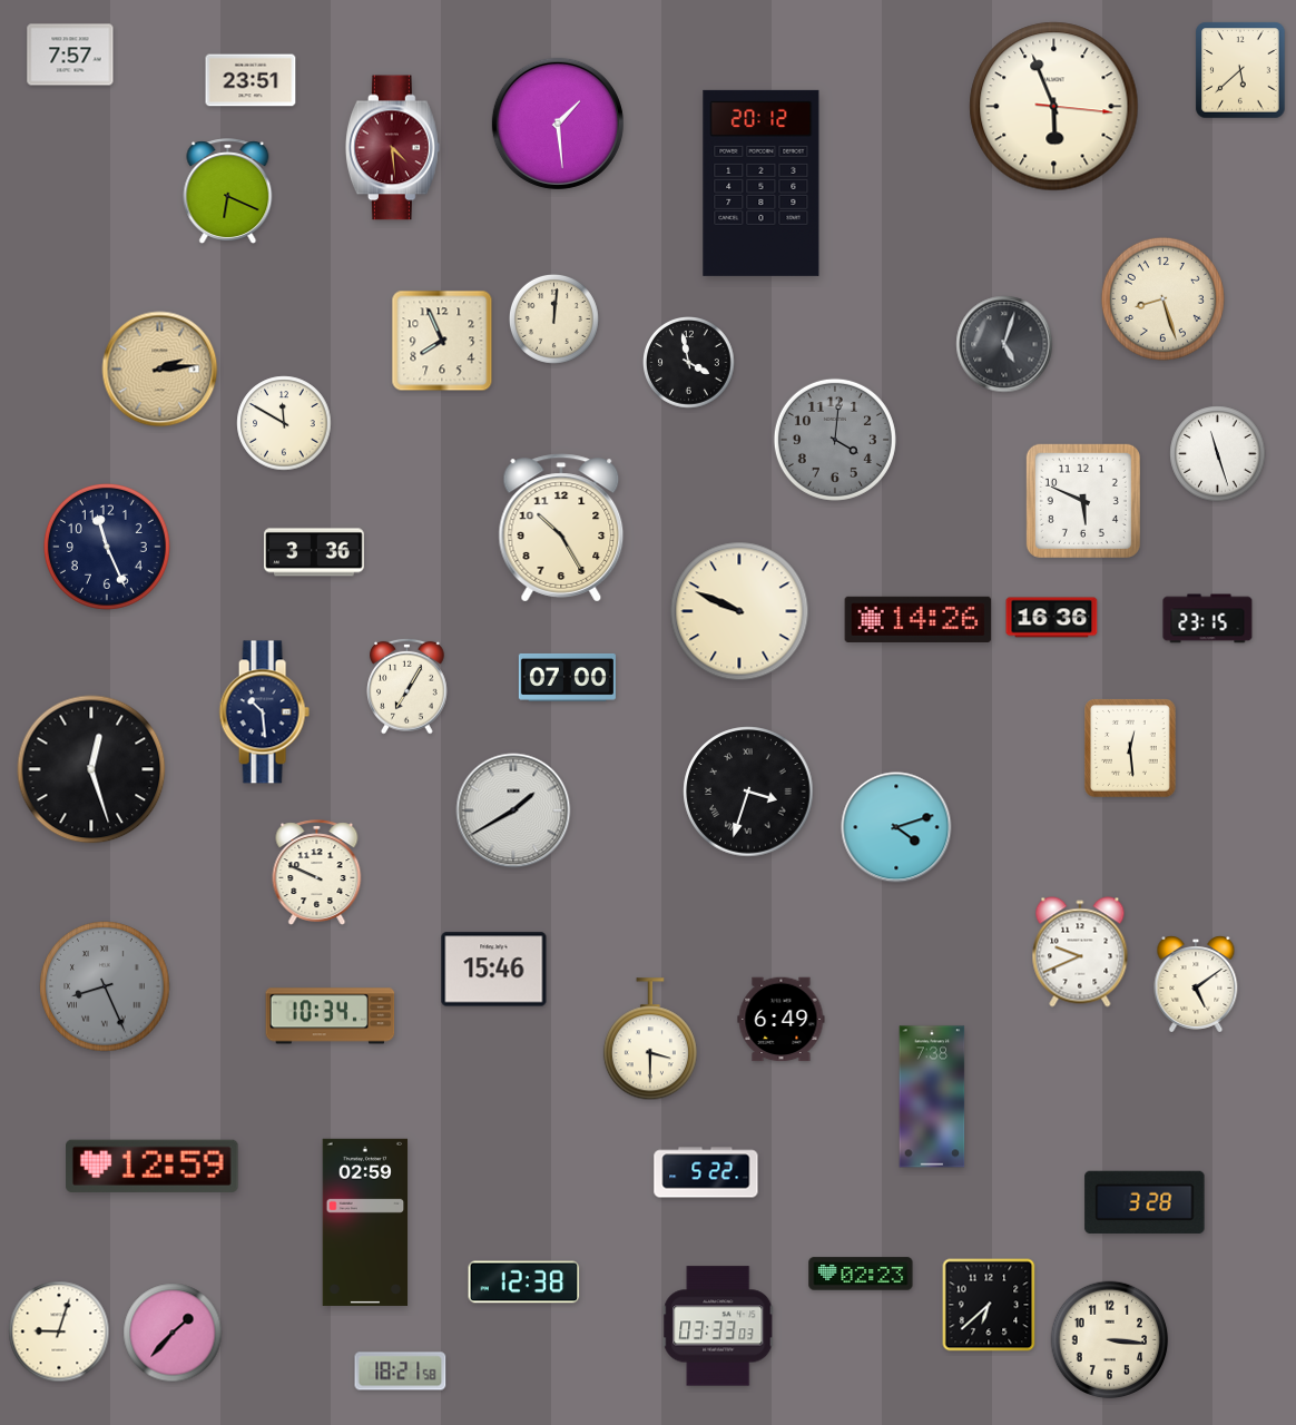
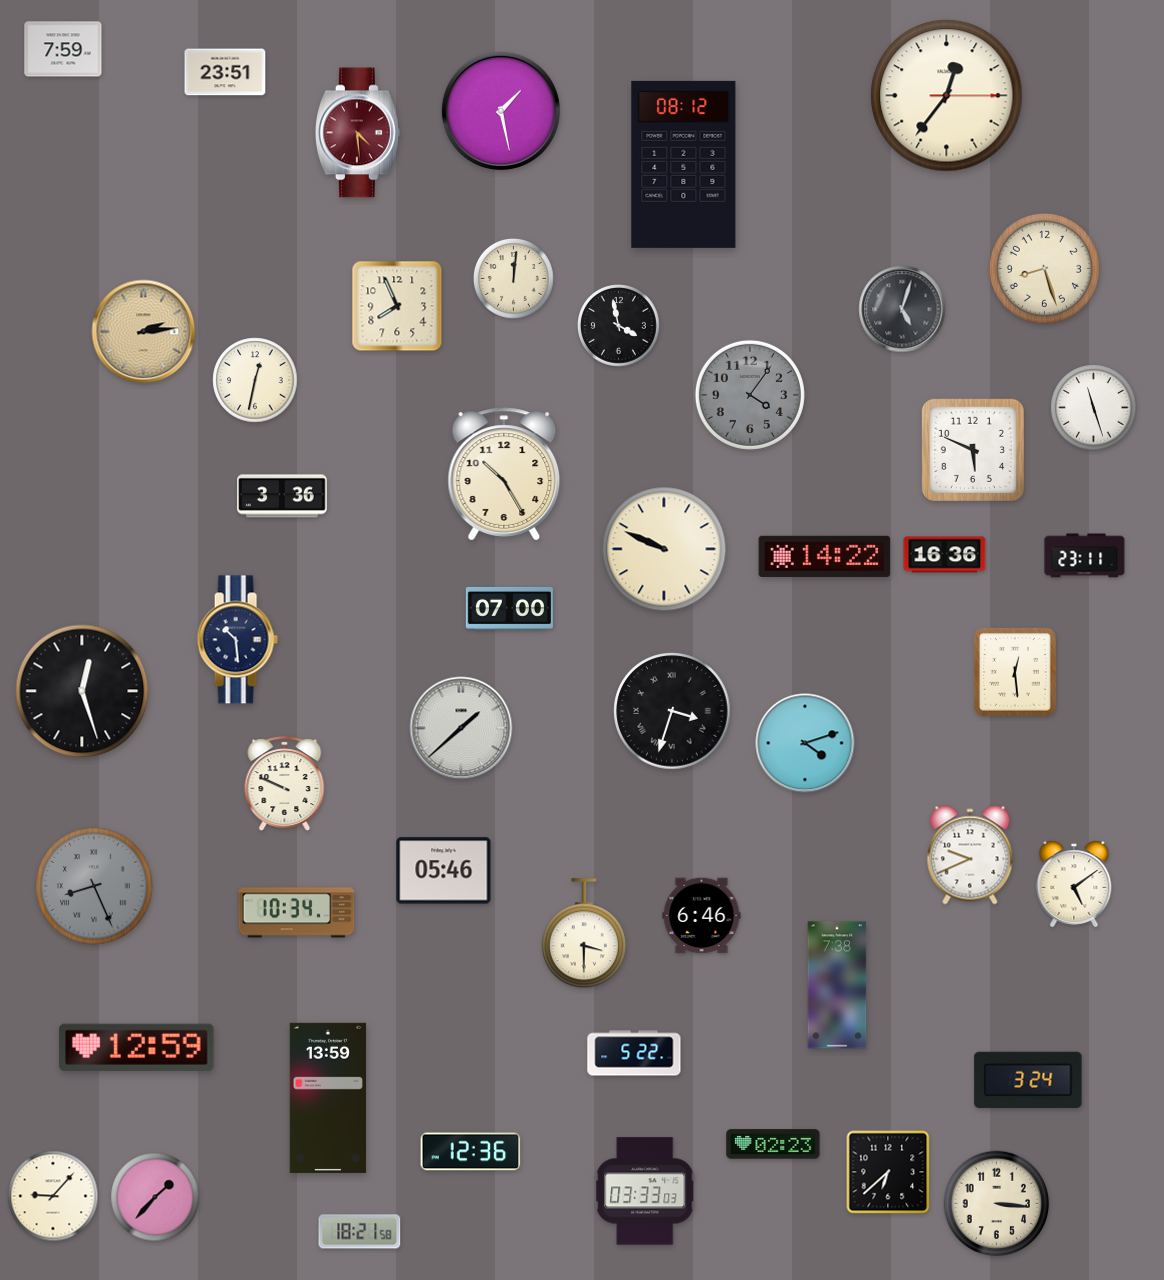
clock at (70, 55): 7:57 -> 7:59
clock at (1240, 70): 5:38 -> none
clock at (1054, 107): 5:56 -> 12:36
clock at (558, 124): 1:29 -> 1:28
clock at (392, 148) position: (392, 148) -> (357, 133)
clock at (762, 183): 20:12 -> 08:12
clock at (228, 190): 6:19 -> none
clock at (553, 318) position: (553, 318) -> (513, 278)
clock at (284, 423): 11:50 -> 12:32
clock at (835, 440): 4:01 -> 4:06
clock at (107, 547): 11:26 -> none
clock at (919, 619): 14:26 -> 14:22
clock at (1208, 619): 23:15 -> 23:11
clock at (408, 686): 7:05 -> none
clock at (513, 810): 1:40 -> 1:38
clock at (494, 970): 15:46 -> 05:46
clock at (782, 1020): 6:49 -> 6:46
clock at (1145, 1202): 3:28 -> 3:24
clock at (365, 1222): 02:59 -> 13:59
clock at (524, 1282): 12:38 -> 12:36
clock at (59, 1331): 9:03 -> 9:07
